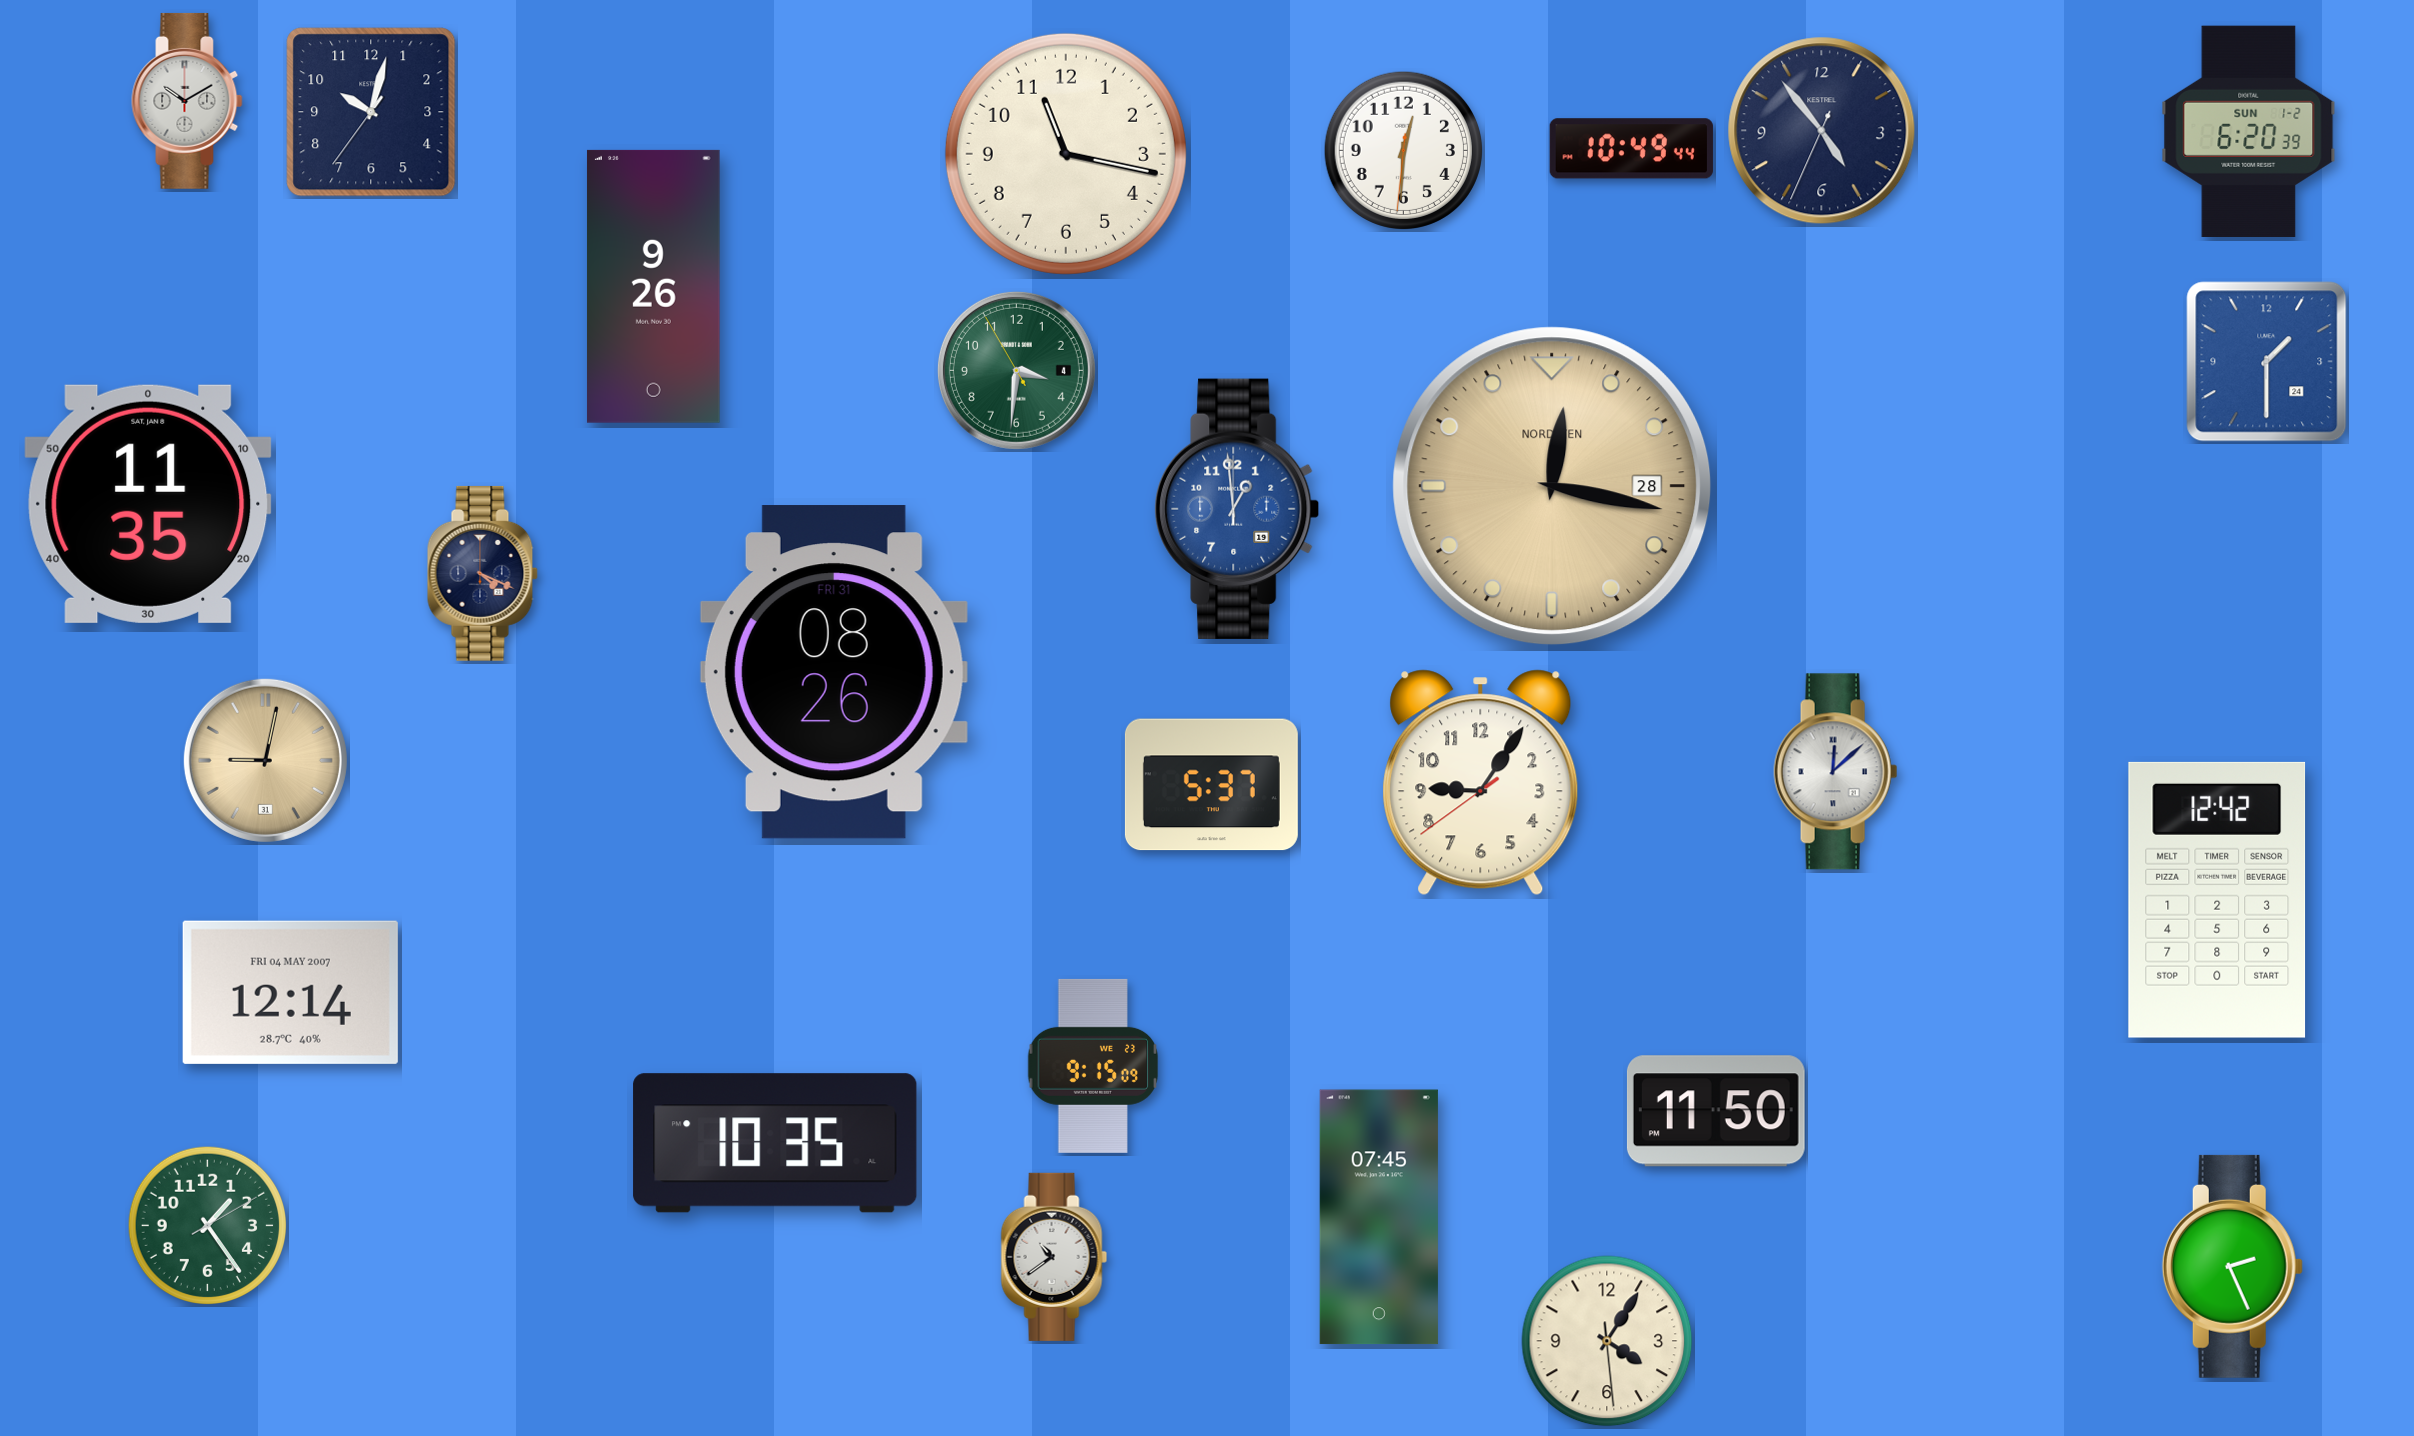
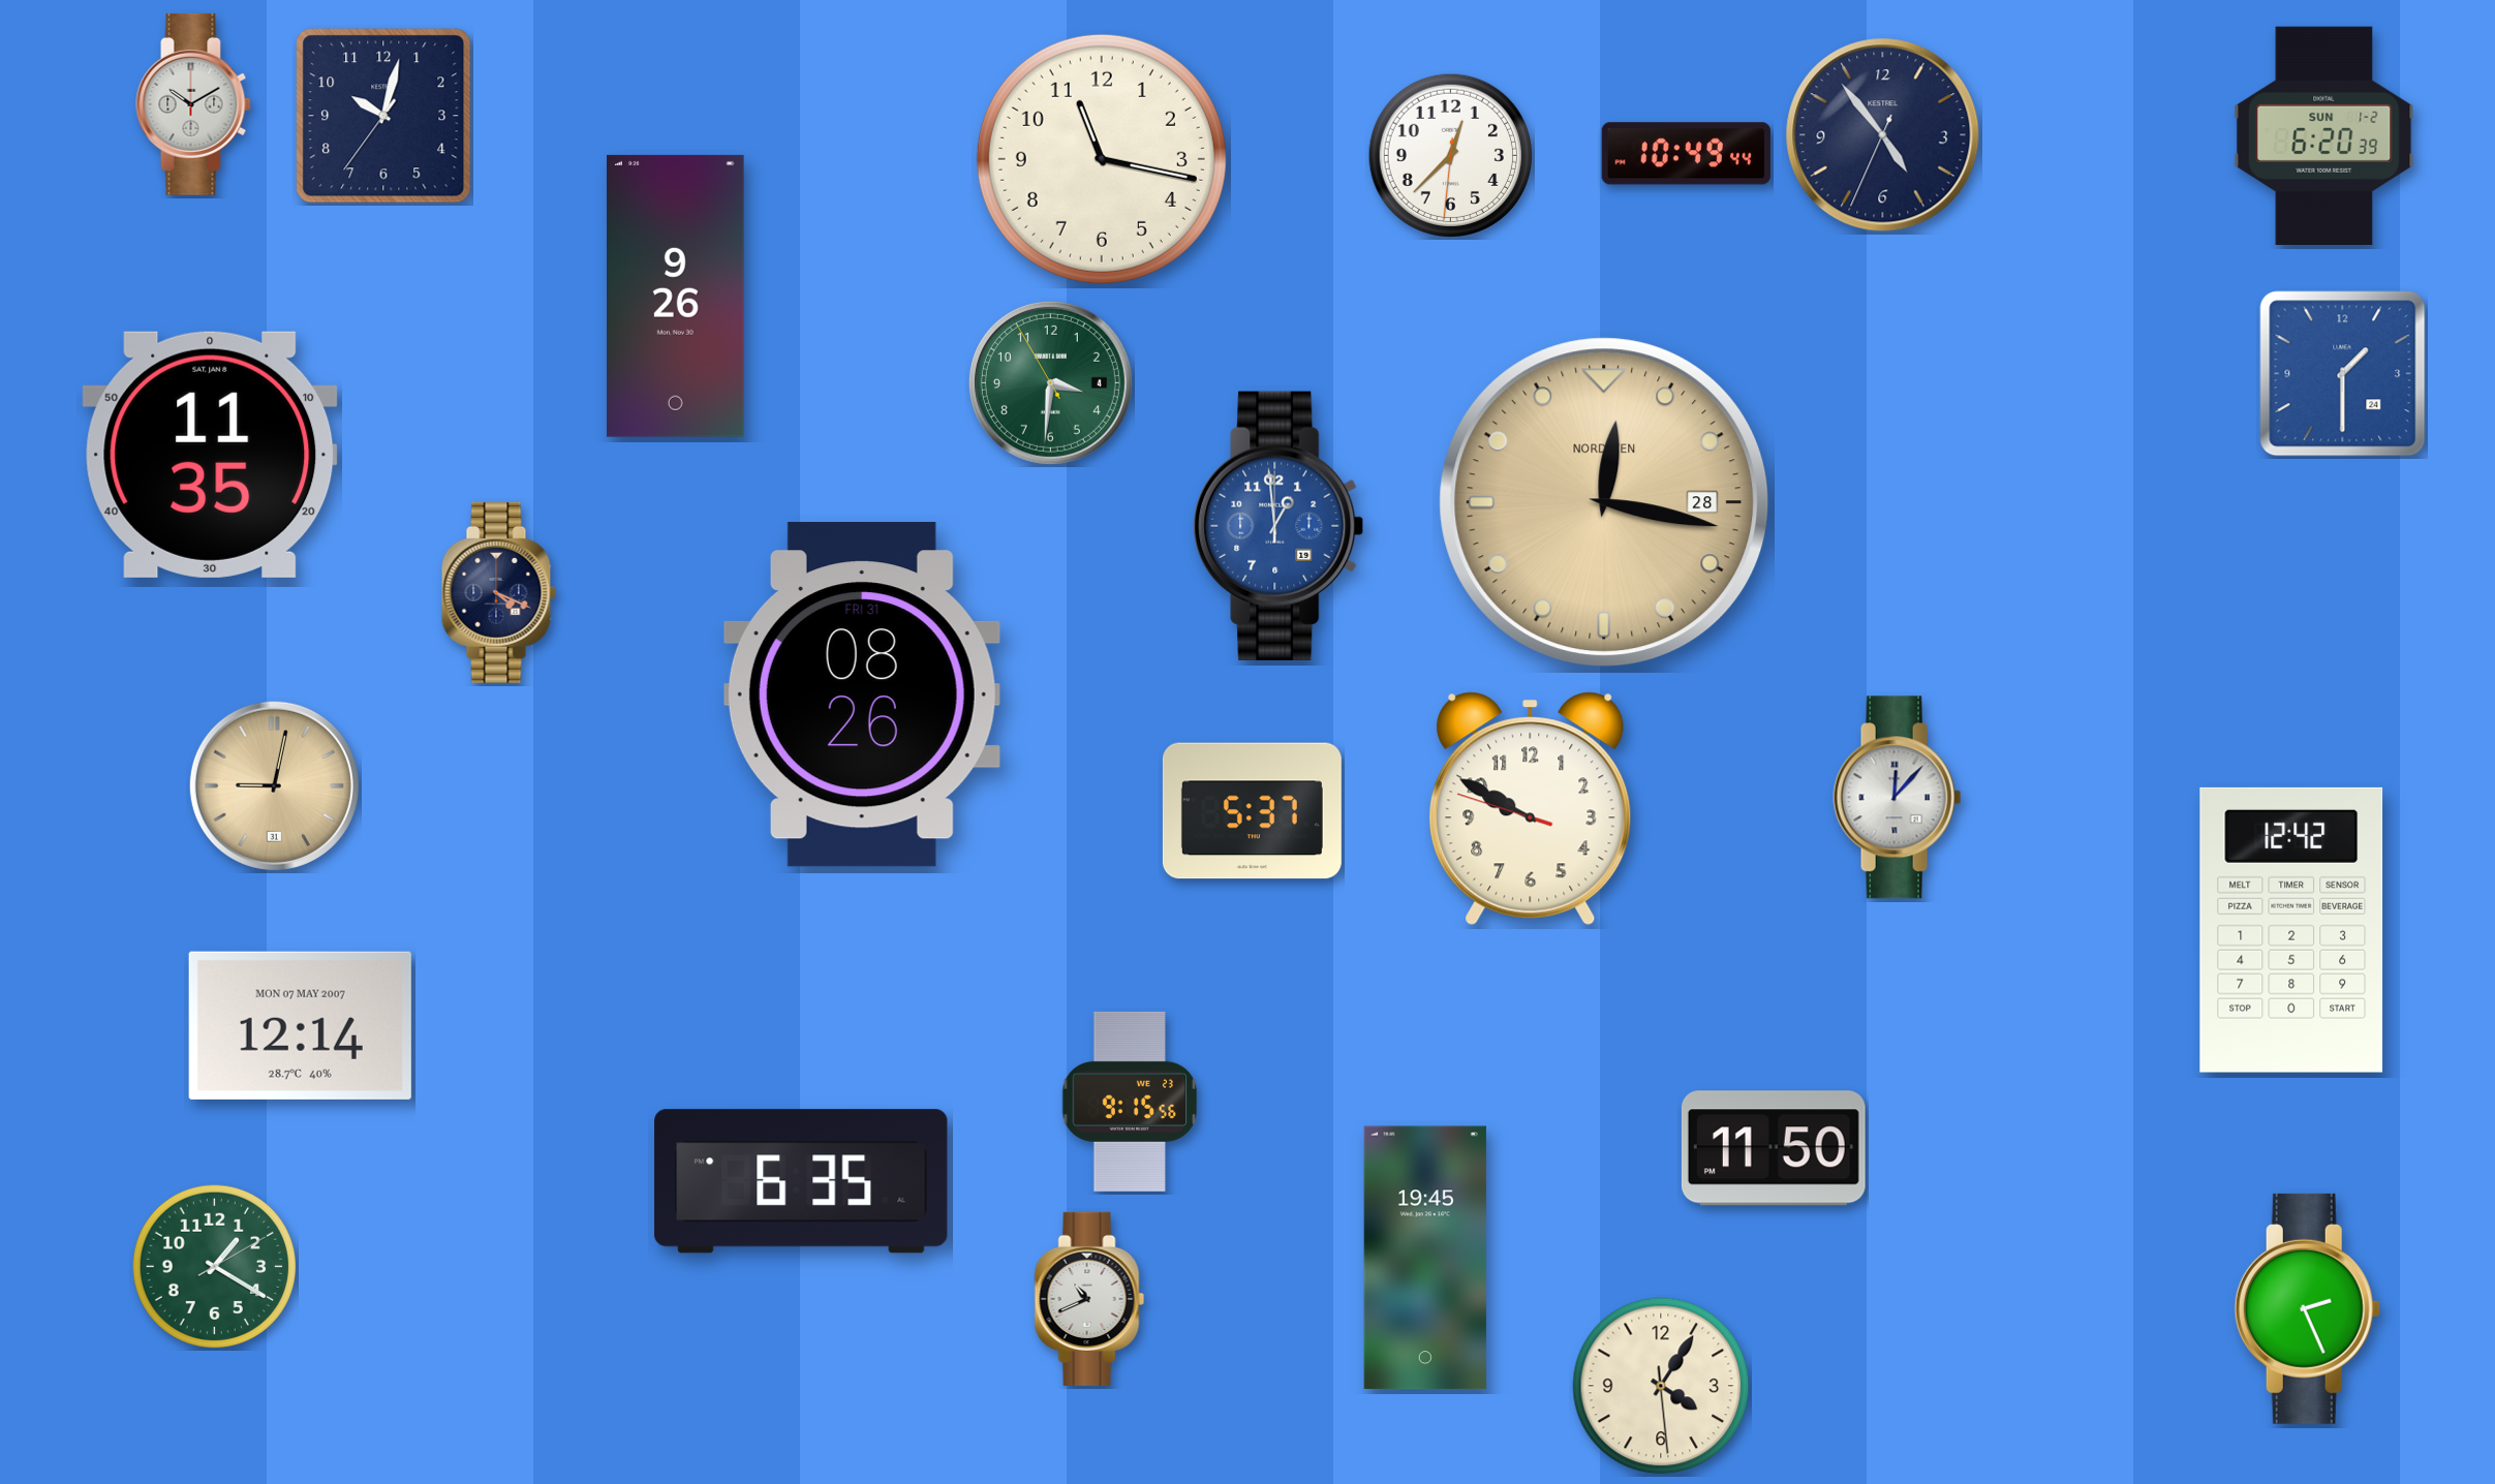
clock at (1403, 150): 12:30 -> 12:37
clock at (148, 504) position: (148, 504) -> (210, 455)
clock at (1836, 772): 12:08 -> 12:07
clock at (1481, 783): 9:05 -> 9:49
clock at (290, 992) date: FRI 04 MAY 2007 -> MON 07 MAY 2007
clock at (1093, 1066): 9:15:09 -> 9:15:56
clock at (775, 1143): 10:35 -> 6:35
clock at (1379, 1217): 07:45 -> 19:45
clock at (207, 1225): 1:24 -> 1:20
clock at (1054, 1257): 10:39 -> 10:41
